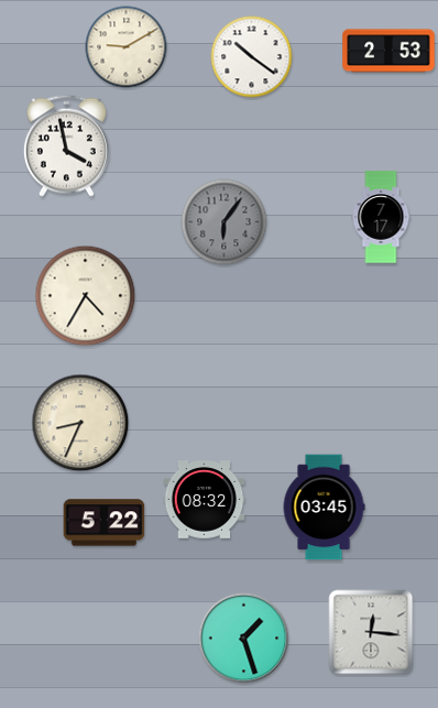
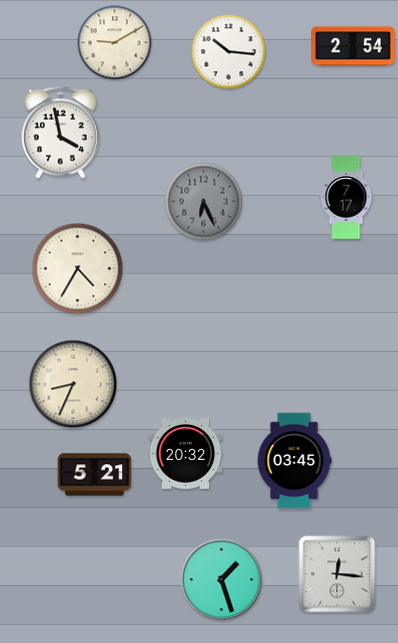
clock at (388, 51): 2:53 -> 2:54
clock at (252, 57): 10:21 -> 10:16
clock at (225, 222): 6:06 -> 6:26
clock at (205, 500): 08:32 -> 20:32
clock at (105, 523): 5:22 -> 5:21
